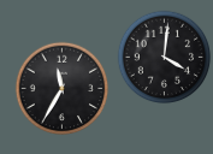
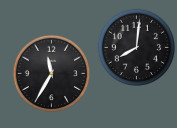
clock at (164, 57): 4:01 -> 8:01
